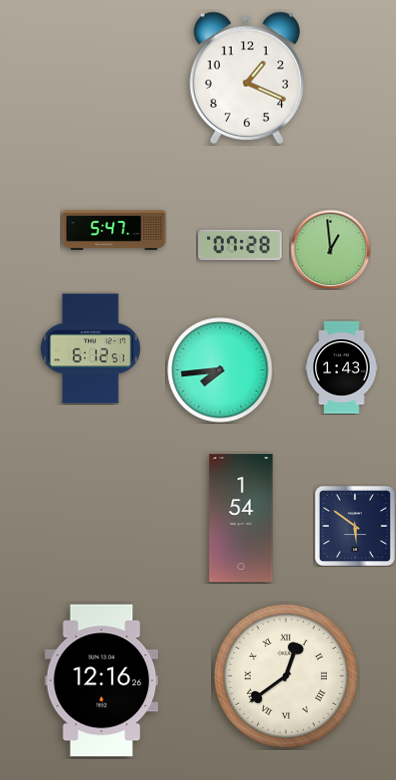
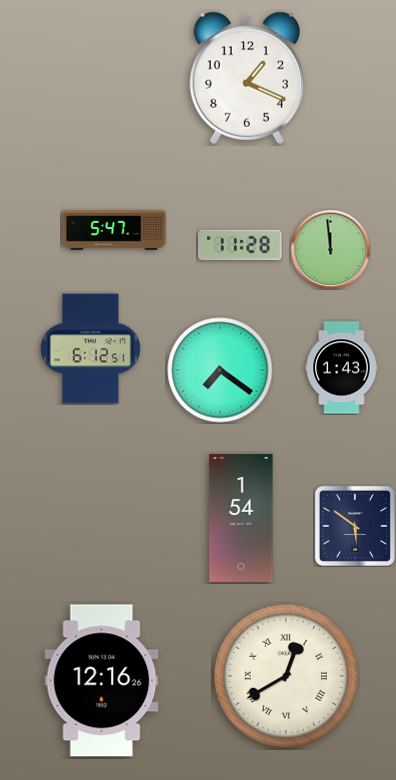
clock at (240, 245): 07:28 -> 11:28
clock at (330, 249): 12:59 -> 11:59
clock at (220, 370): 7:44 -> 7:21
clock at (286, 676): 12:39 -> 12:40
